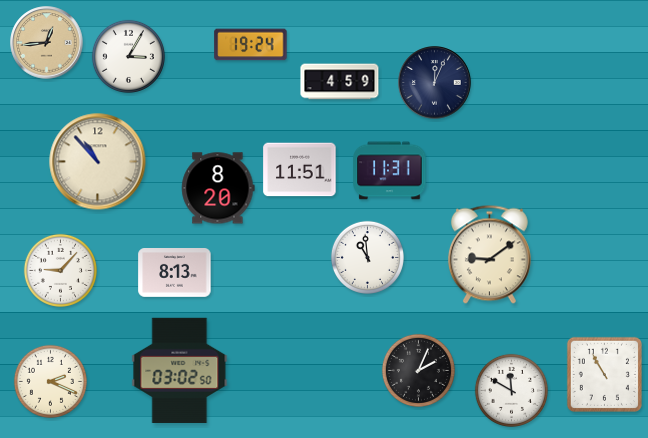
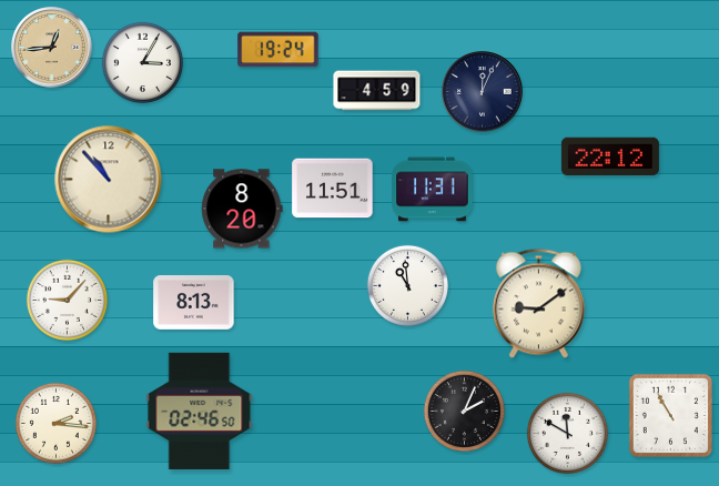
clock at (610, 155): none -> 22:12
clock at (489, 255) position: (489, 255) -> (538, 304)
clock at (180, 370): 03:02 -> 02:46
clock at (50, 381): 2:19 -> 2:16
